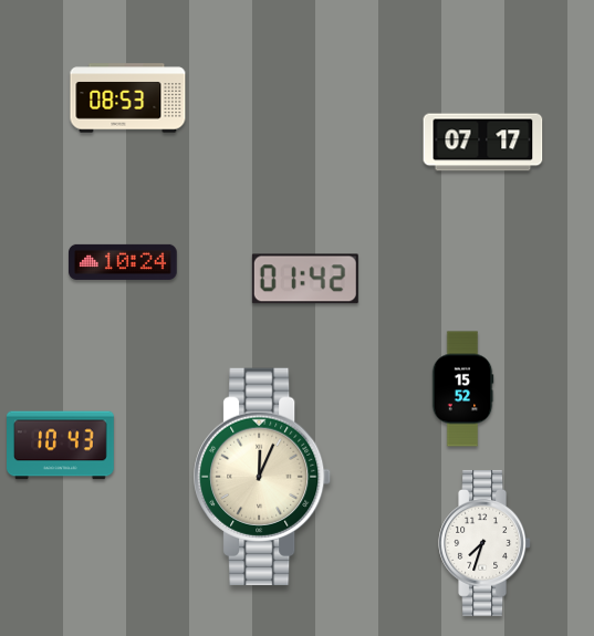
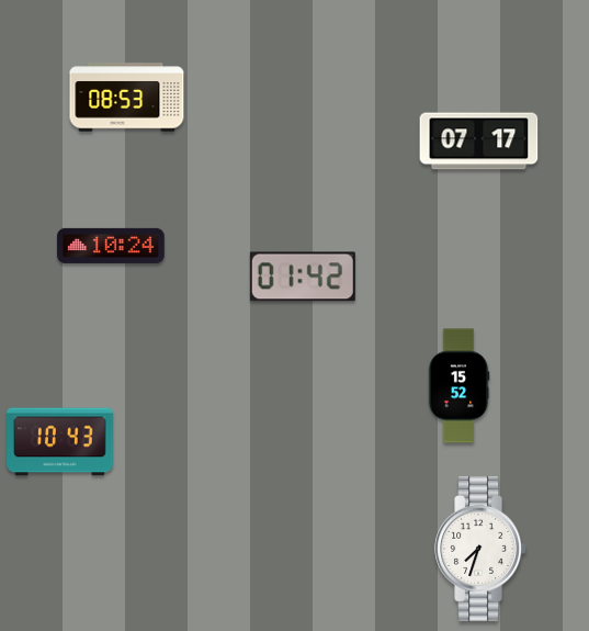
clock at (123, 262) position: (123, 262) -> (111, 246)
clock at (263, 477): 12:04 -> none
clock at (484, 543) position: (484, 543) -> (480, 549)
